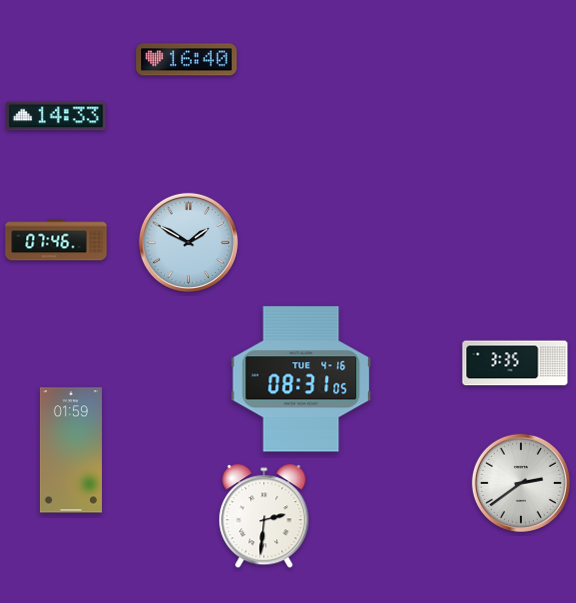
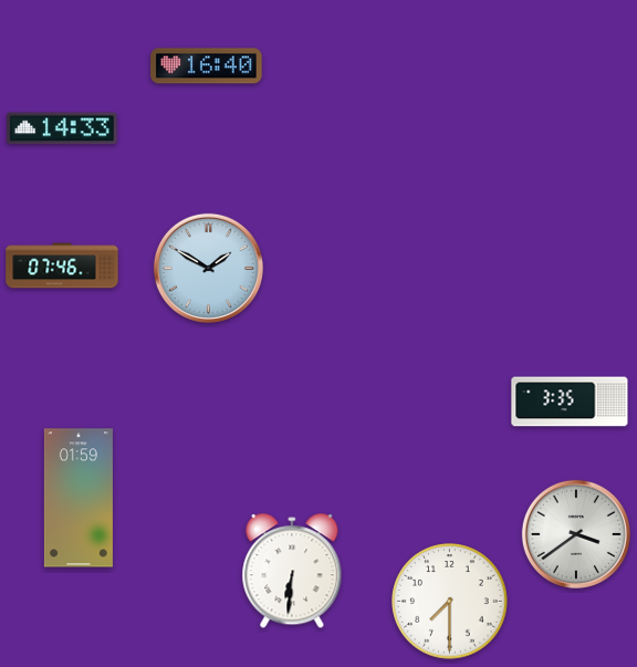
clock at (301, 379): 08:31 -> none
clock at (521, 483): 2:39 -> 3:39
clock at (264, 517): 2:31 -> 6:31
clock at (450, 602): none -> 7:30
